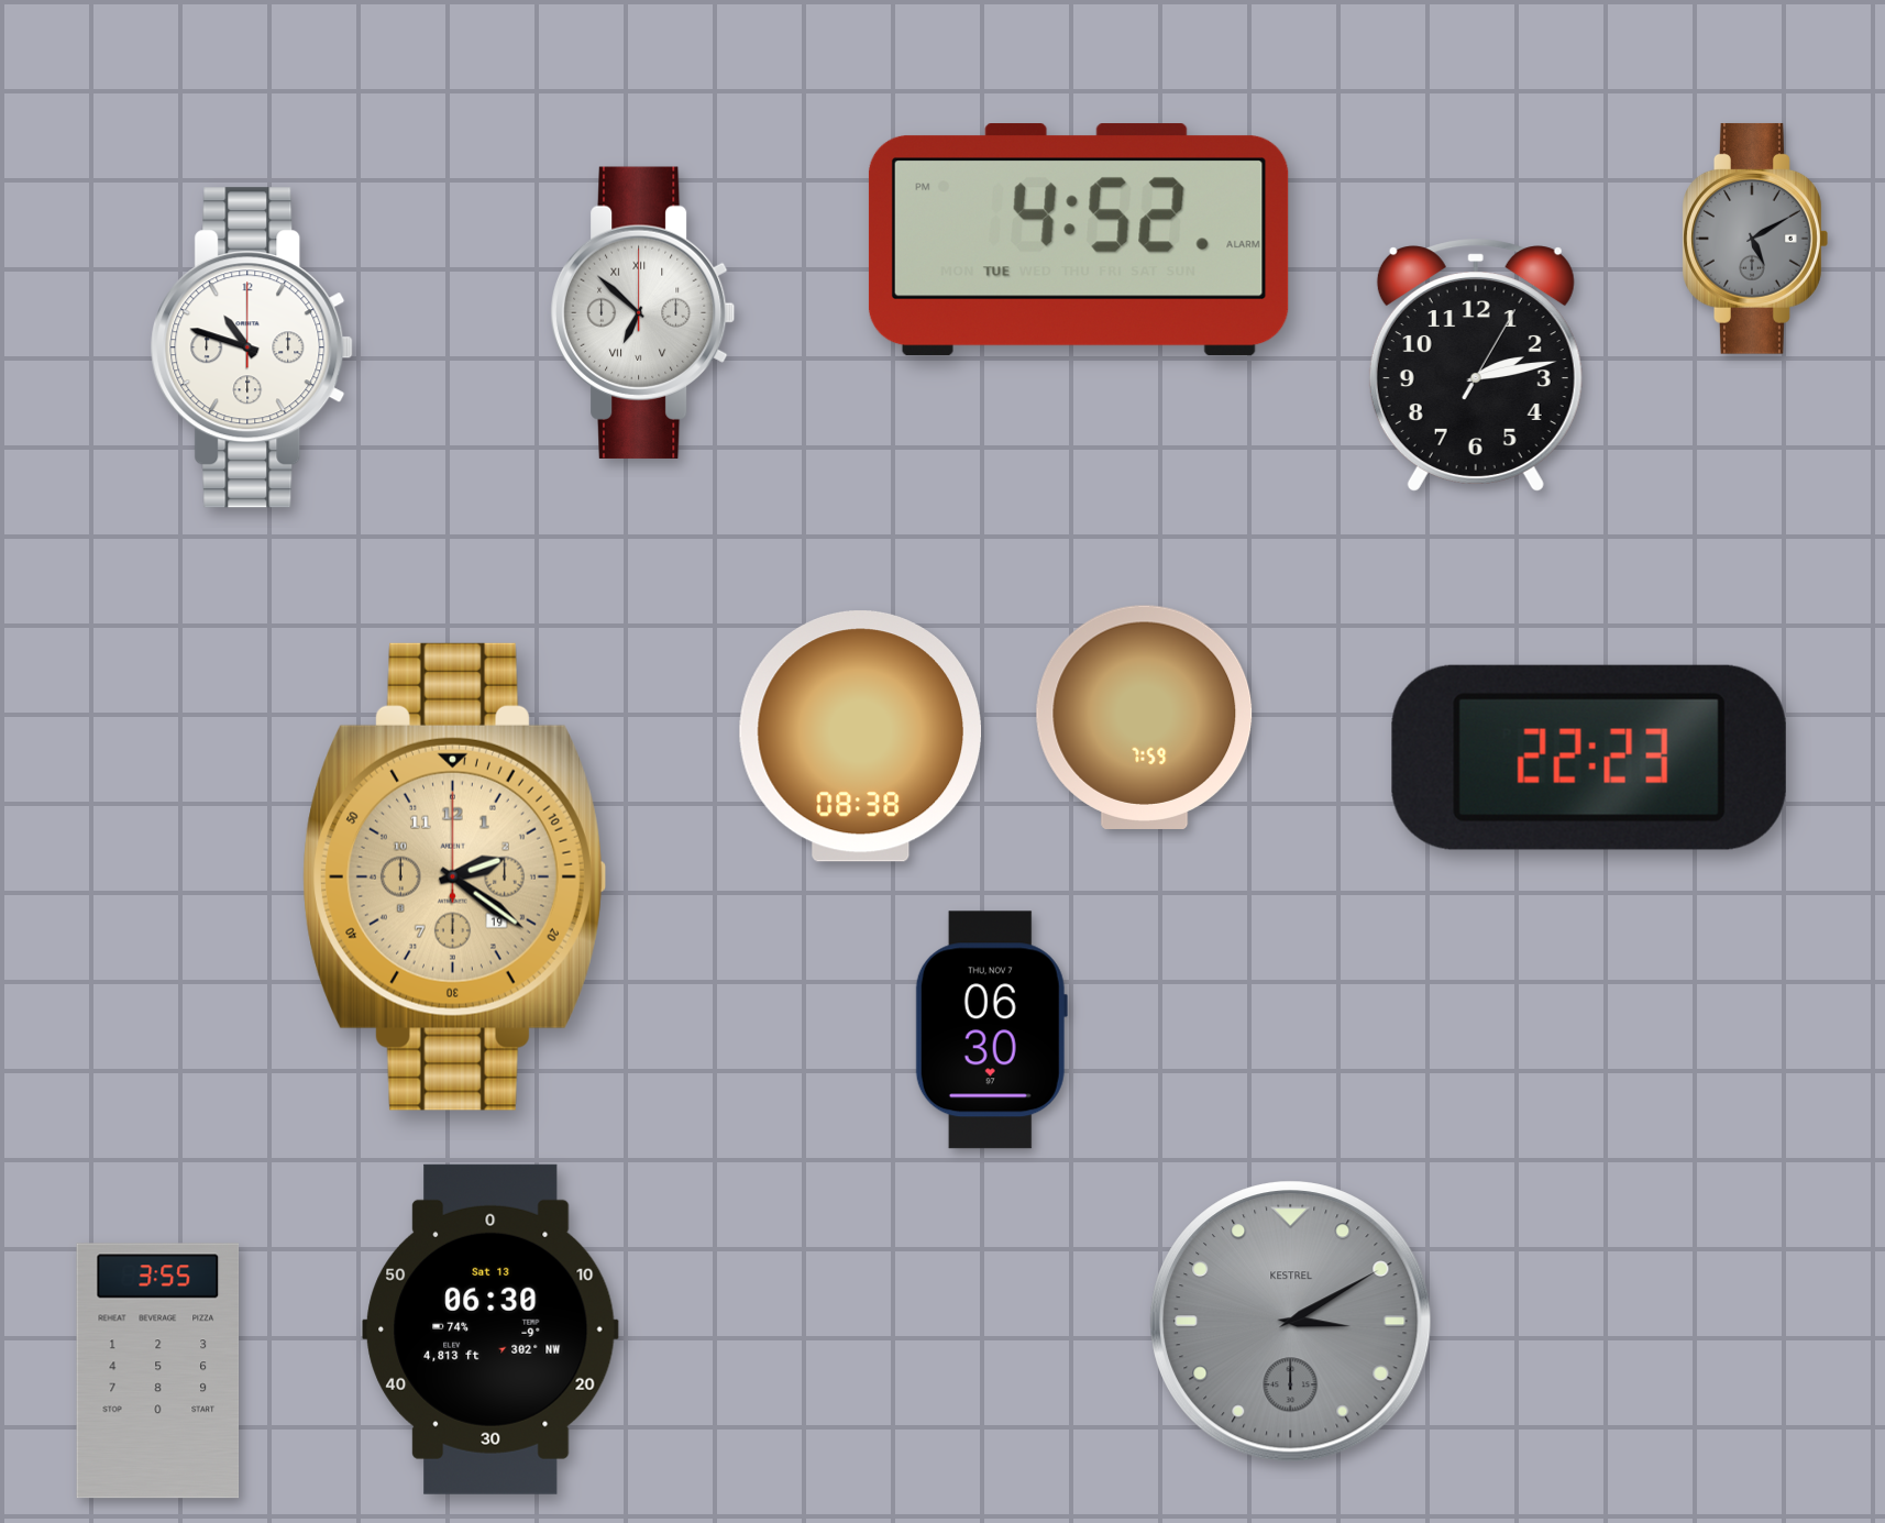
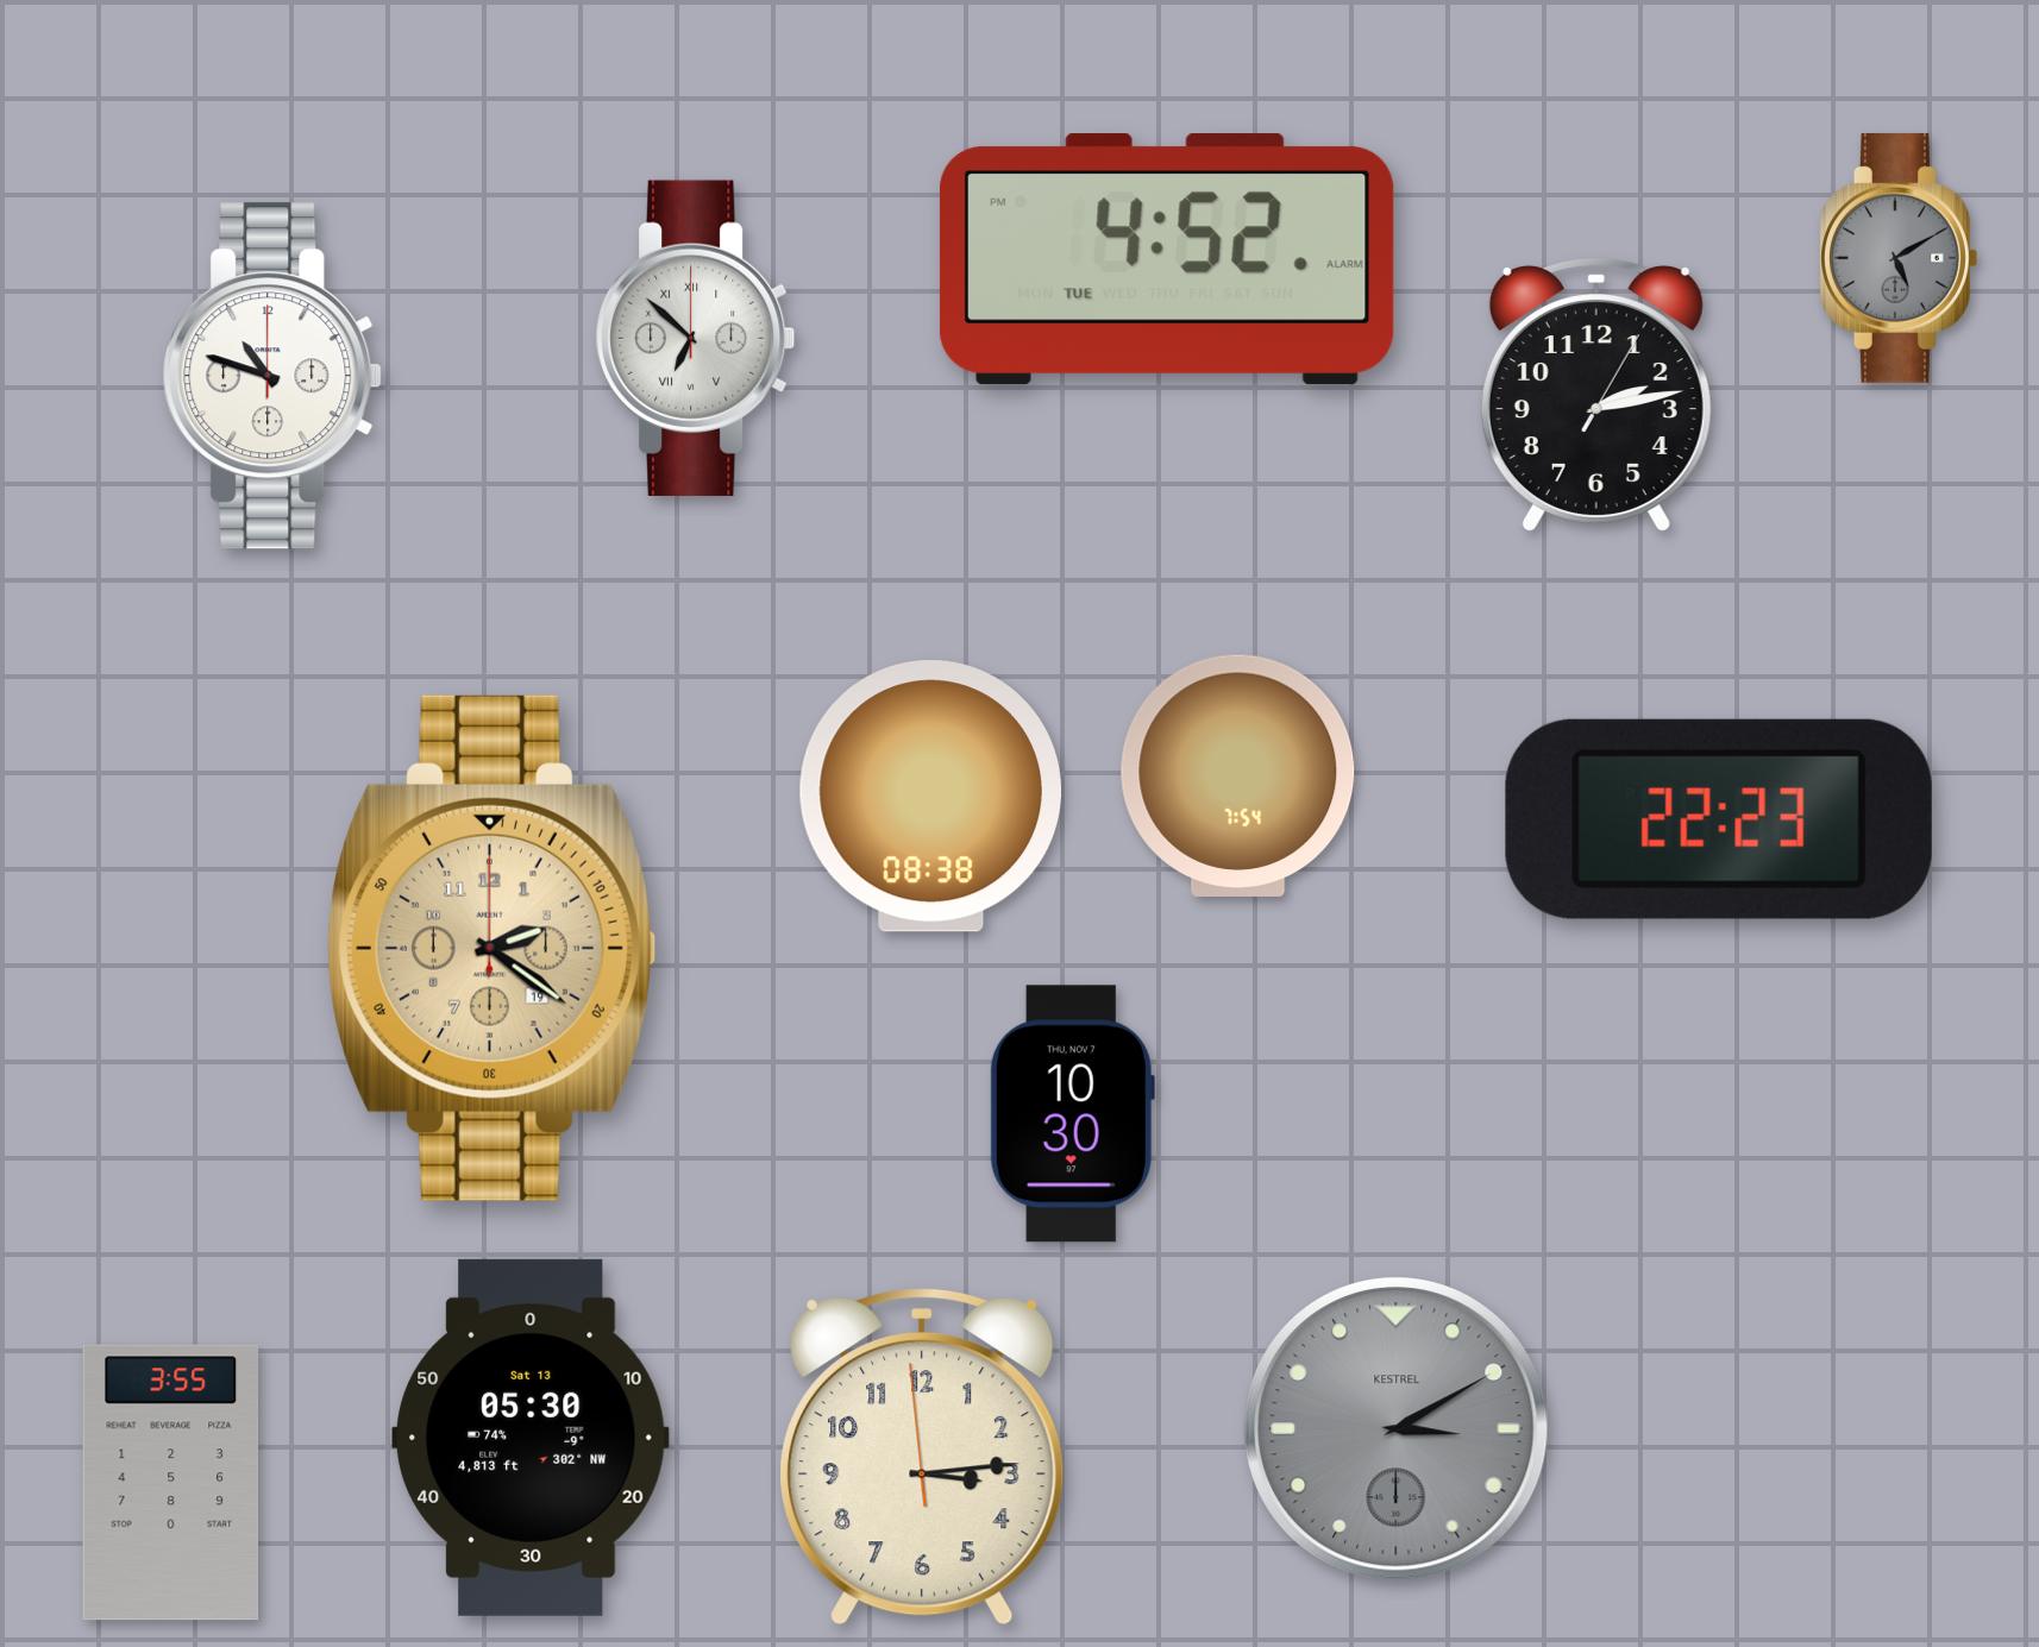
clock at (1145, 717): 7:59 -> 7:54
clock at (991, 1030): 06:30 -> 10:30
clock at (492, 1329): 06:30 -> 05:30
clock at (923, 1457): none -> 3:13
